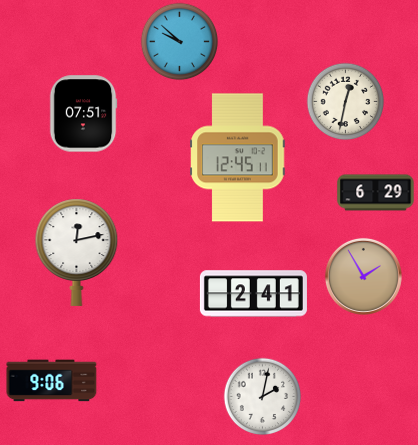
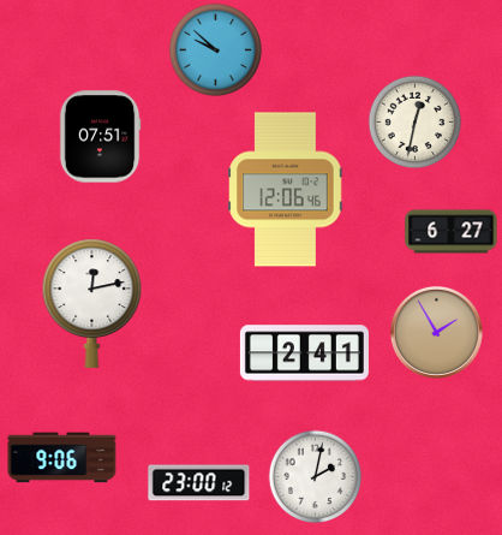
clock at (238, 158): 12:45 -> 12:06
clock at (376, 193): 6:29 -> 6:27
clock at (199, 483): none -> 23:00
